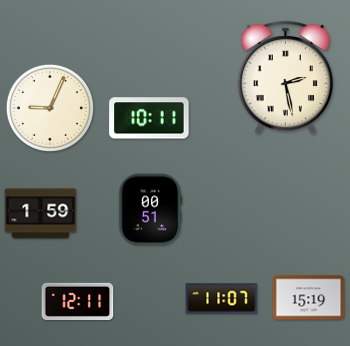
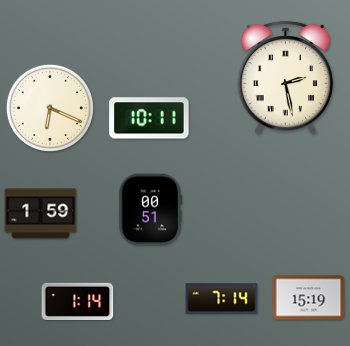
clock at (50, 108): 9:04 -> 6:19
clock at (222, 299): 11:07 -> 7:14
clock at (78, 301): 12:11 -> 1:14
